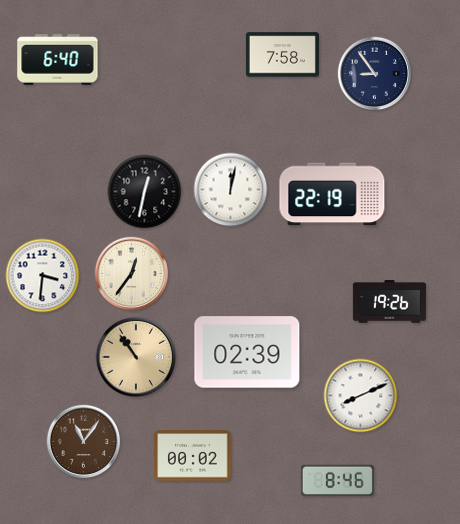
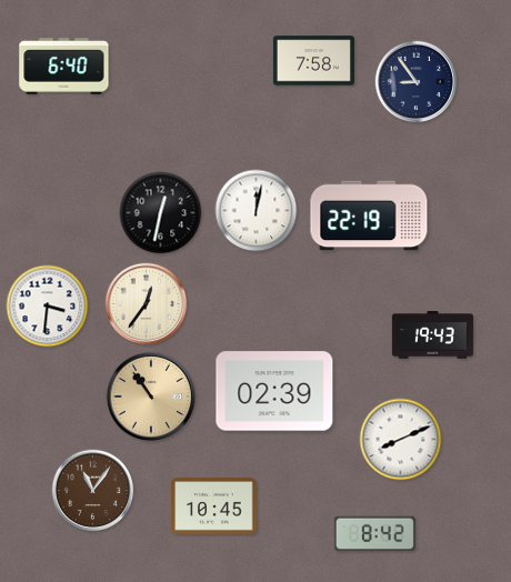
clock at (389, 302): 19:26 -> 19:43
clock at (193, 456): 00:02 -> 10:45
clock at (337, 481): 8:46 -> 8:42
